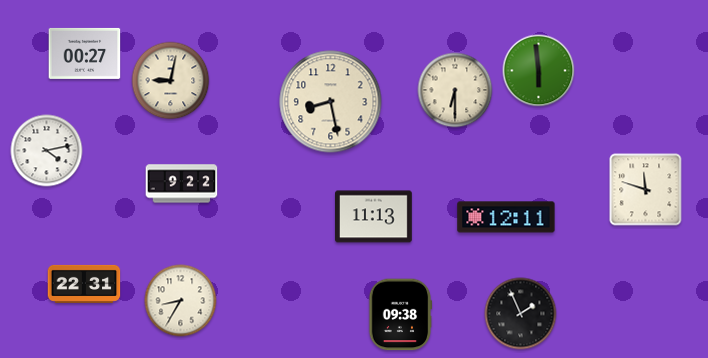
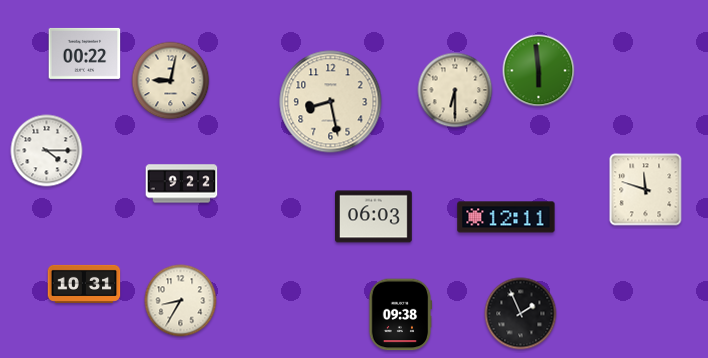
clock at (85, 53): 00:27 -> 00:22
clock at (47, 151): 4:13 -> 4:15
clock at (374, 217): 11:13 -> 06:03
clock at (84, 284): 22:31 -> 10:31
